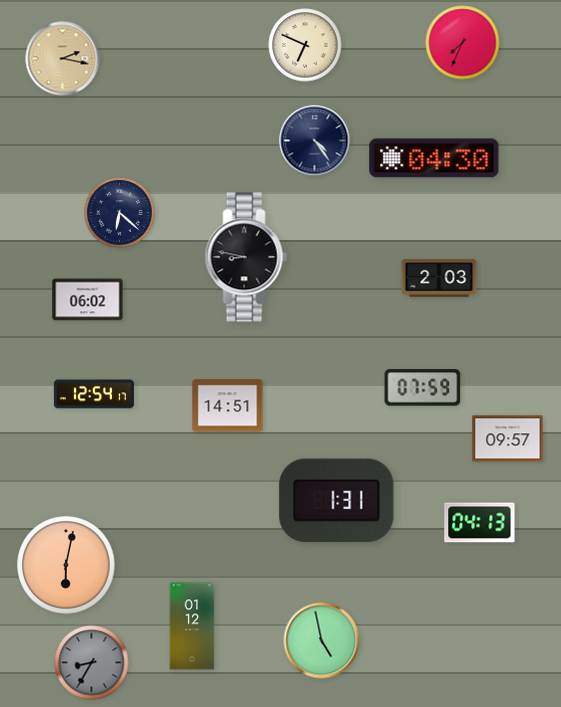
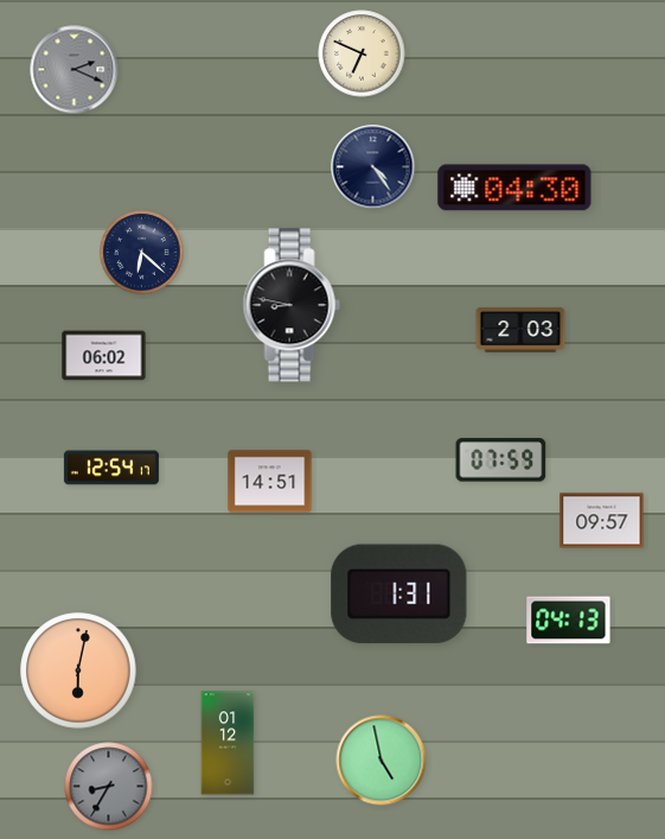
clock at (463, 43): 7:34 -> none
clock at (63, 59): 2:17 -> 2:19
clock at (63, 59) dial: champagne -> grey
